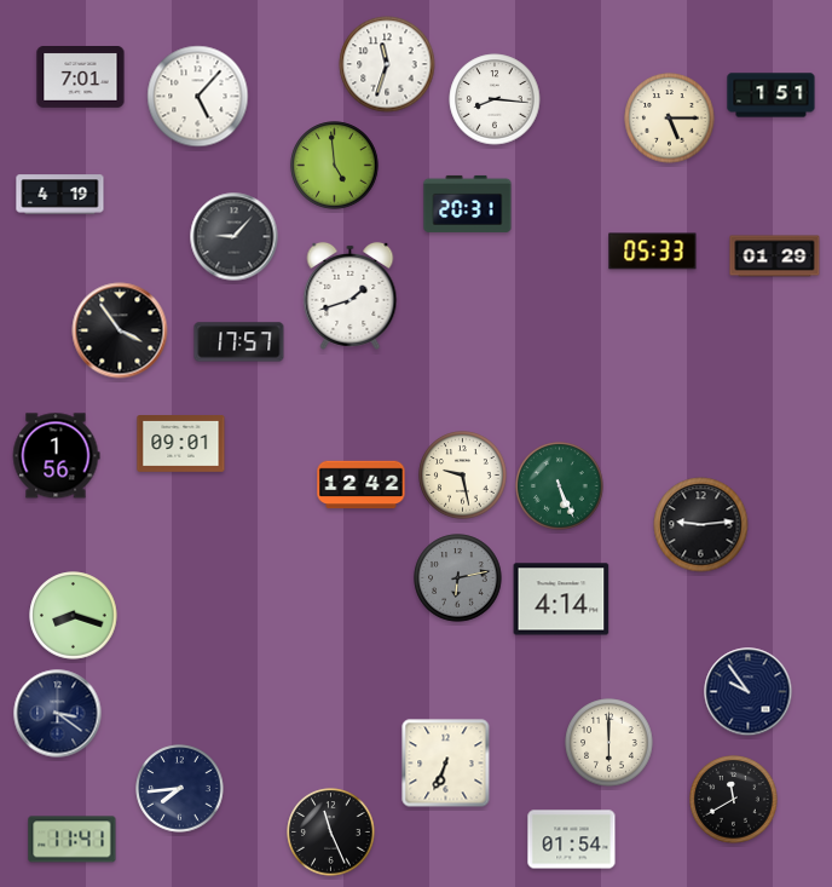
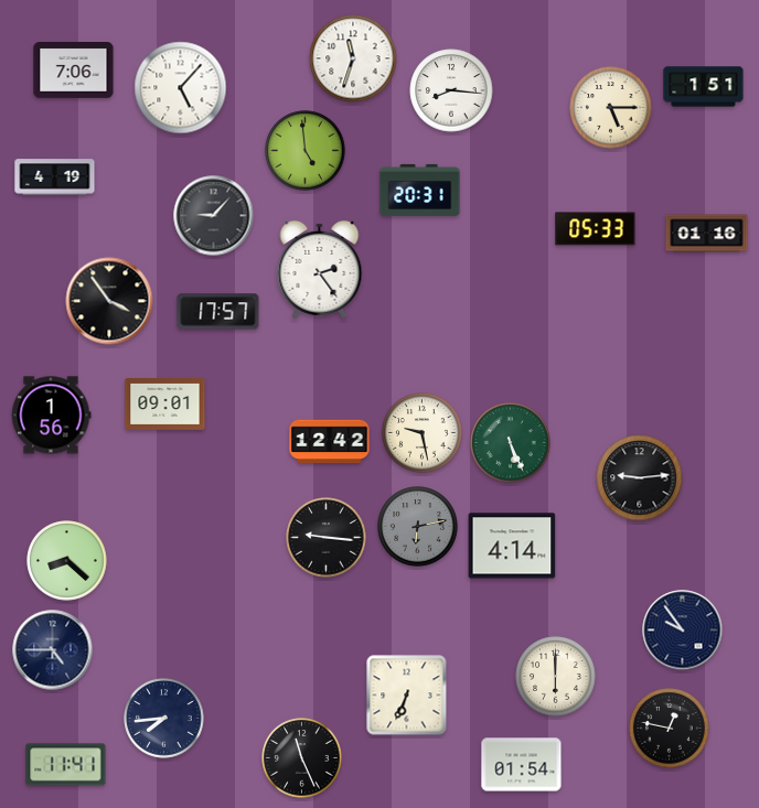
clock at (81, 77): 7:01 -> 7:06
clock at (468, 203) position: (468, 203) -> (420, 190)
clock at (775, 257): 01:29 -> 01:16
clock at (351, 295): 1:42 -> 2:24
clock at (327, 538): none -> 9:16
clock at (74, 616): 8:18 -> 8:22
clock at (58, 714): 3:21 -> 4:45
clock at (734, 800): 11:40 -> 12:47
